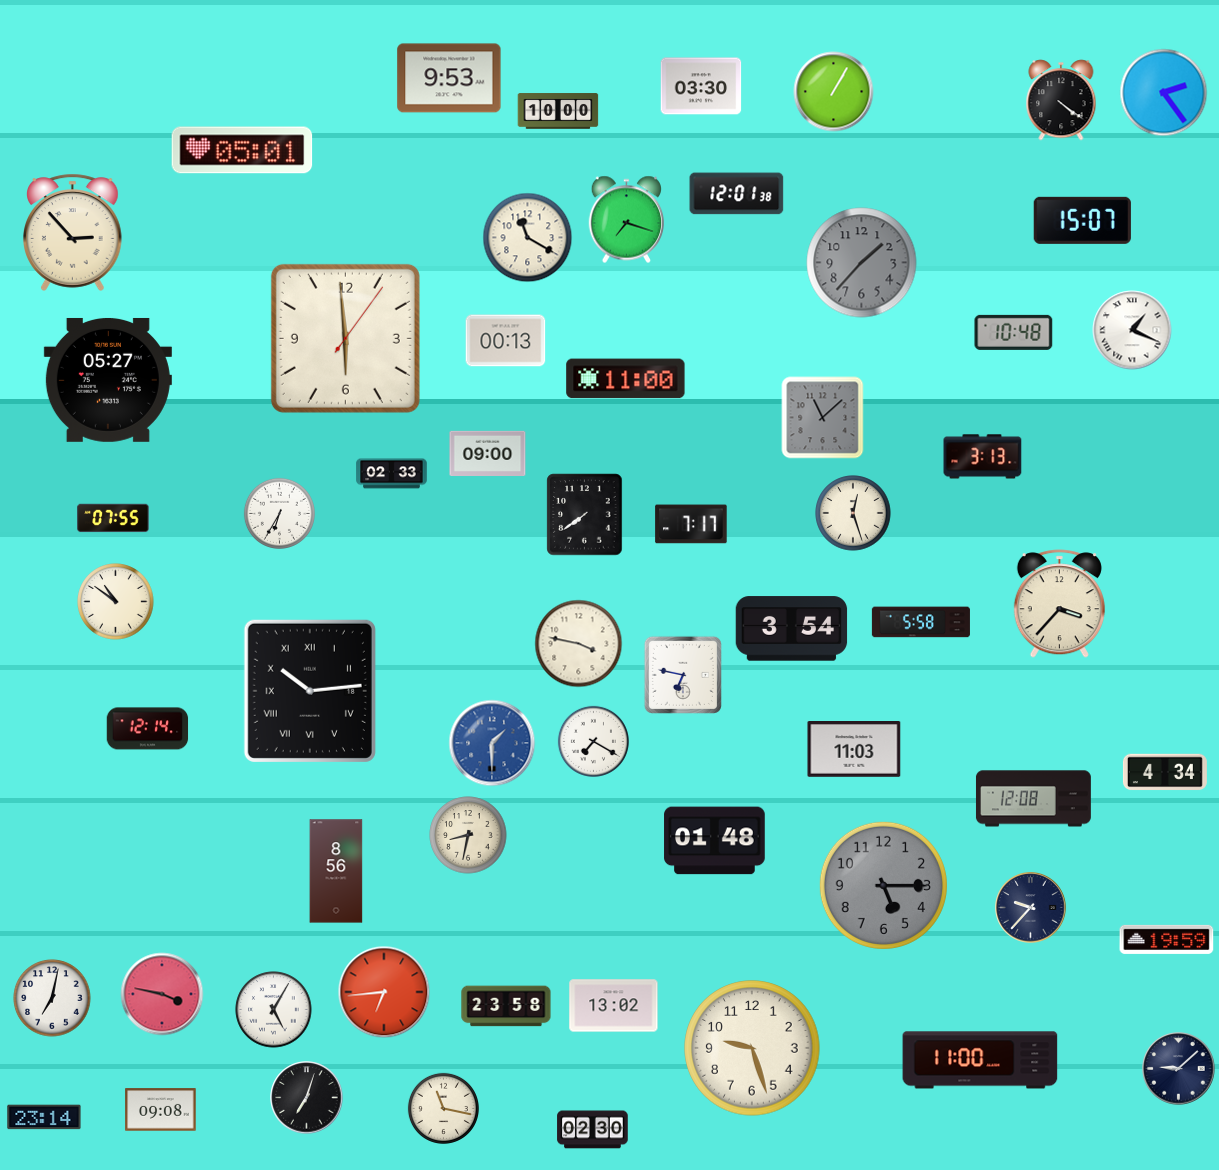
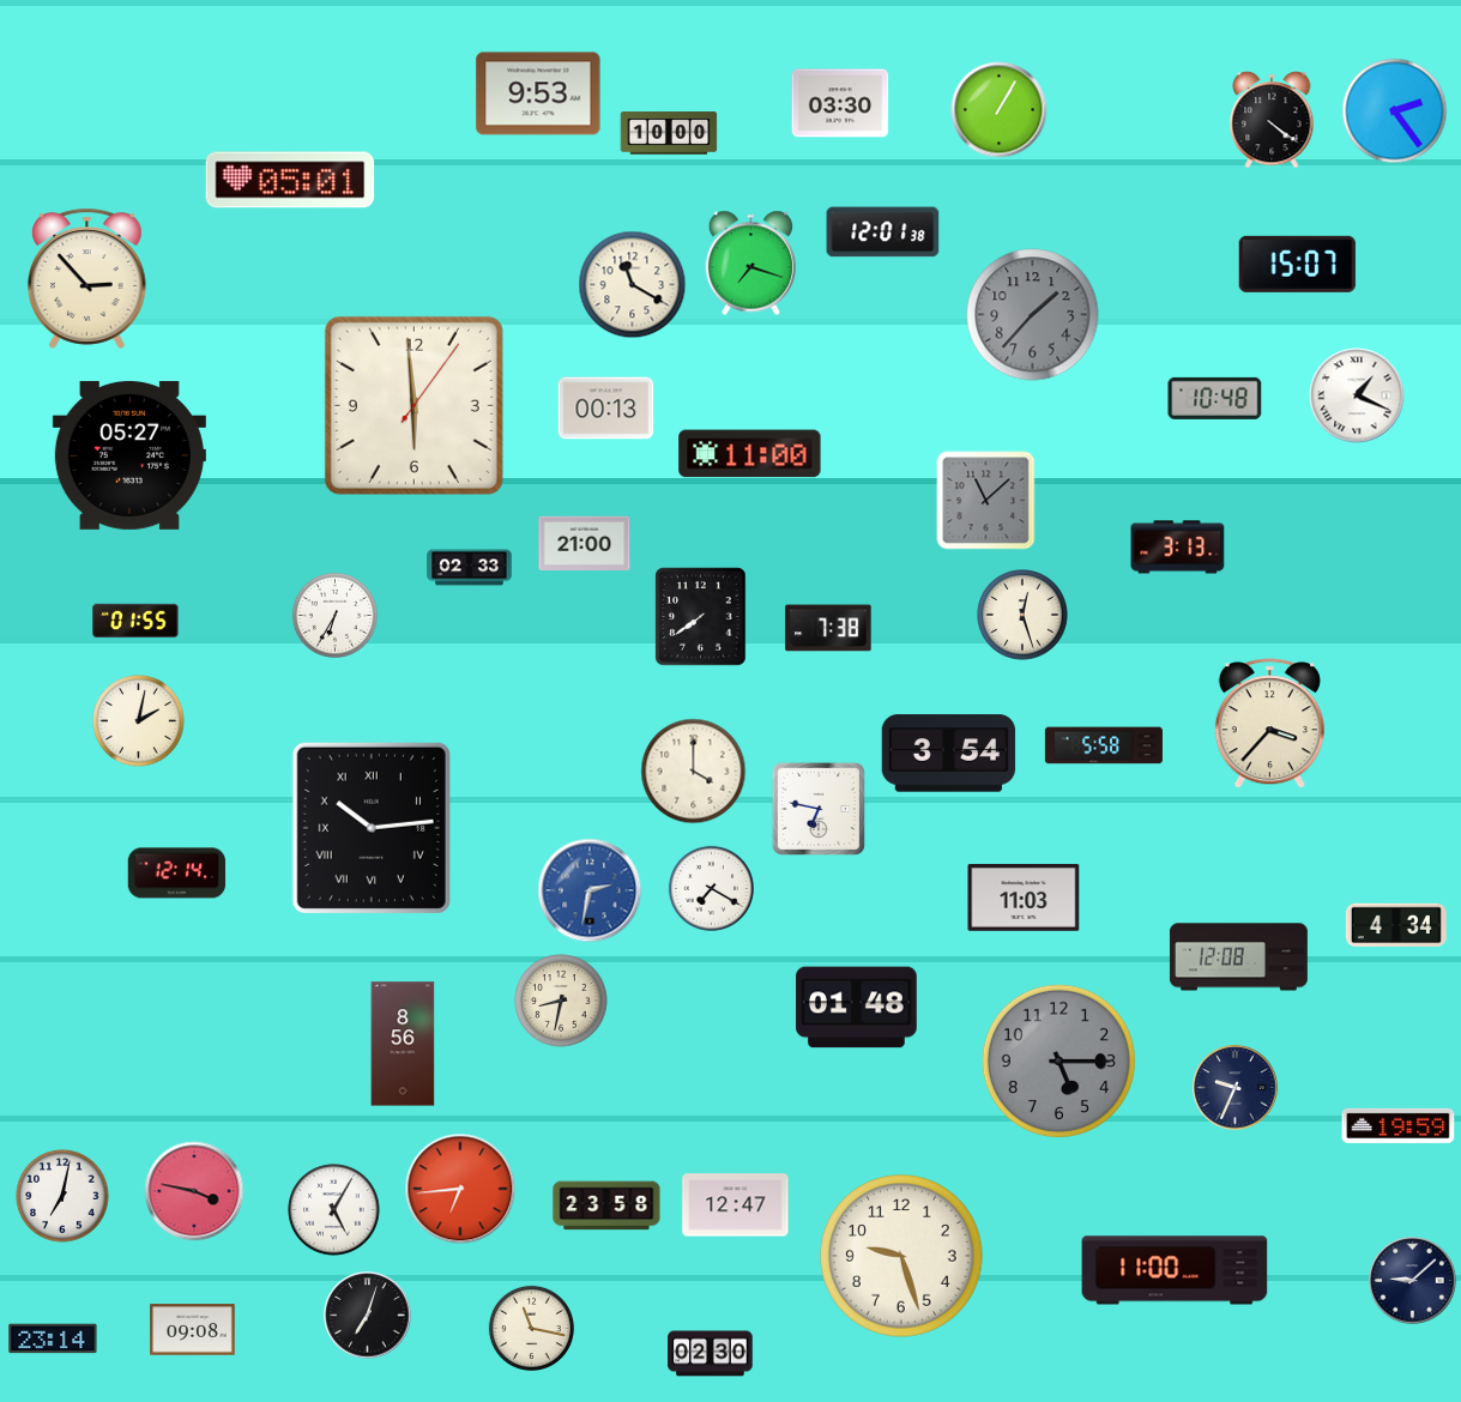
clock at (488, 453): 09:00 -> 21:00
clock at (113, 518): 07:55 -> 01:55
clock at (691, 524): 7:17 -> 7:38
clock at (116, 602): 10:51 -> 2:02
clock at (579, 644): 3:47 -> 4:00
clock at (492, 743): 1:30 -> 2:32
clock at (1031, 908): 9:37 -> 9:34
clock at (614, 1006): 13:02 -> 12:47
clock at (274, 1010) position: (274, 1010) -> (334, 1210)
